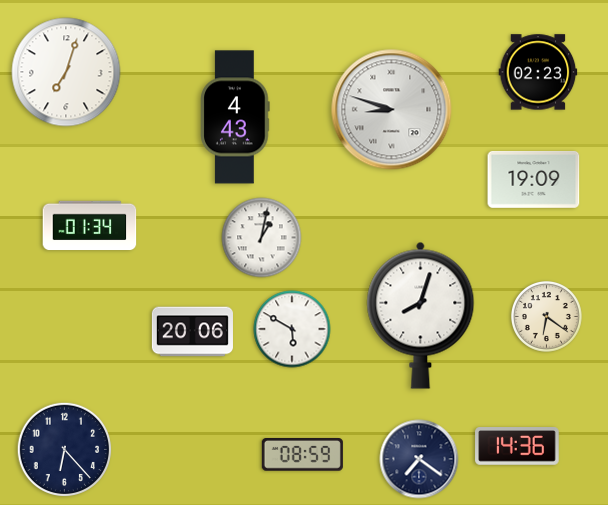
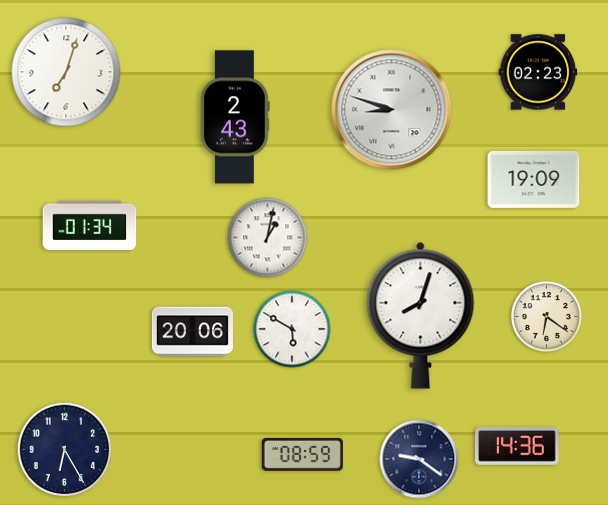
clock at (235, 117): 4:43 -> 2:43
clock at (262, 238) position: (262, 238) -> (268, 238)
clock at (65, 450): 6:23 -> 6:25
clock at (419, 459): 7:21 -> 9:21
